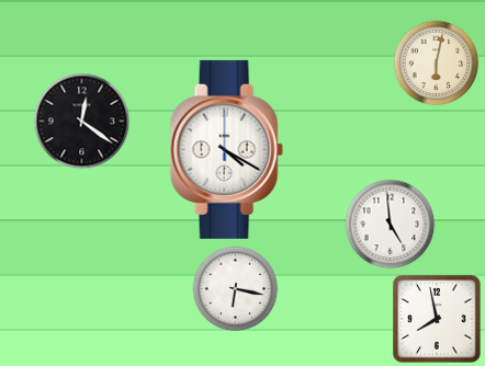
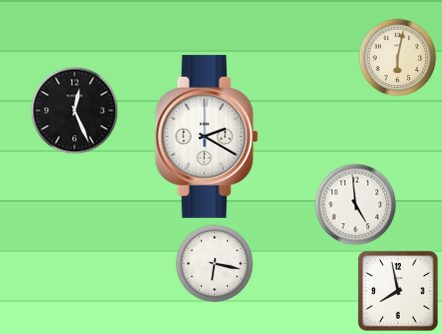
clock at (81, 121): 12:21 -> 12:26
clock at (226, 149): 4:20 -> 2:20
